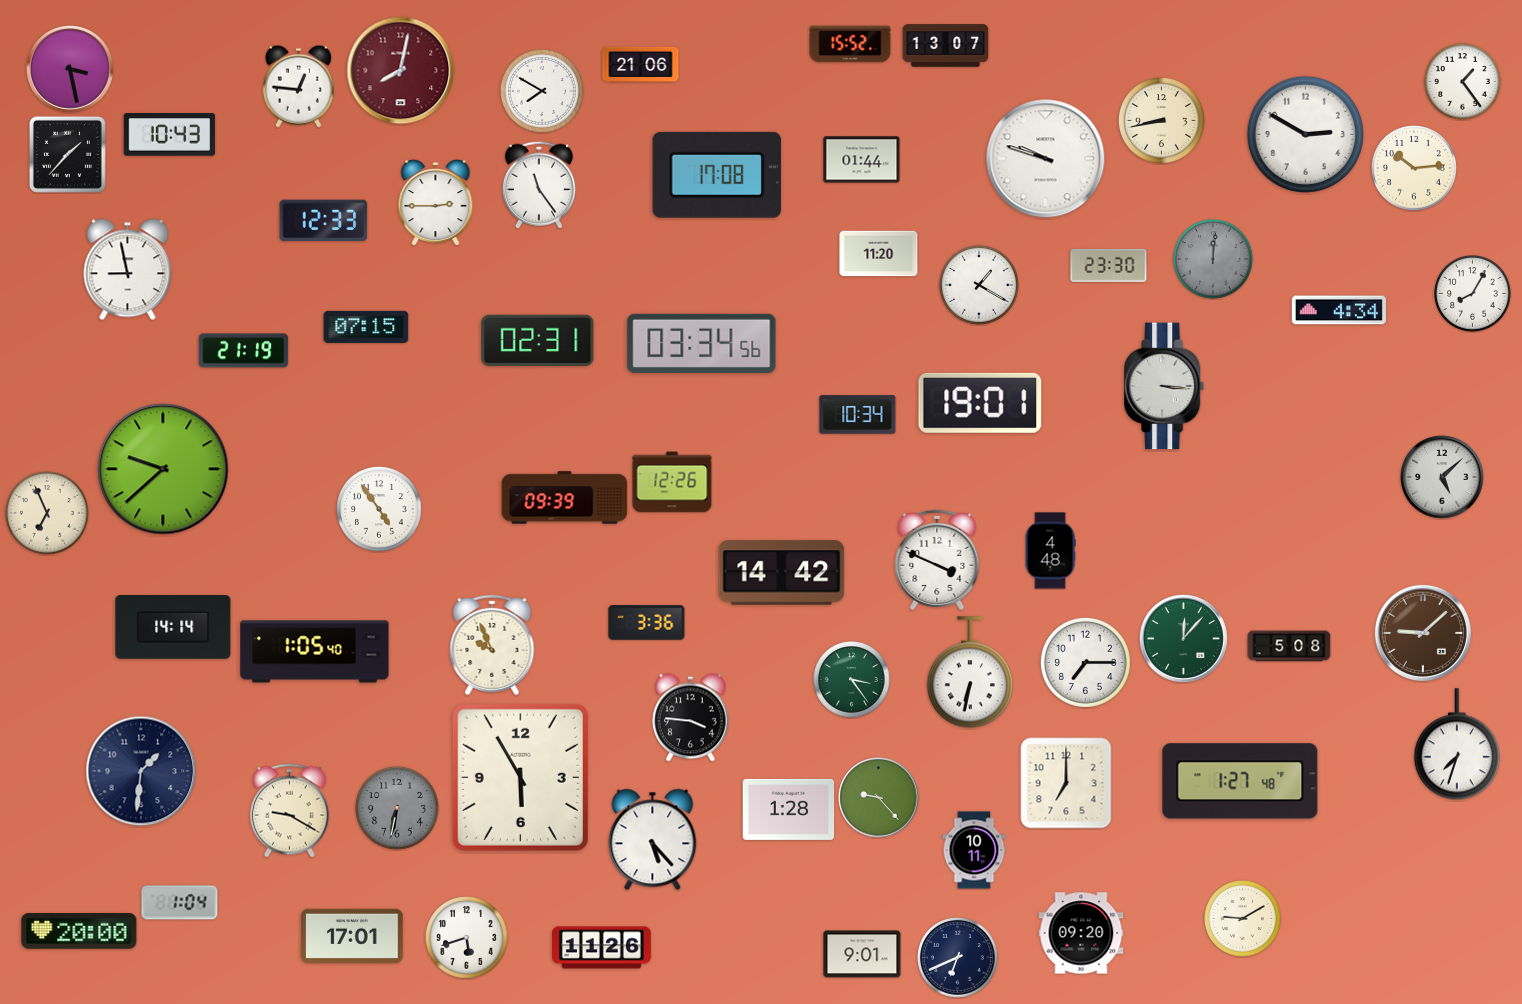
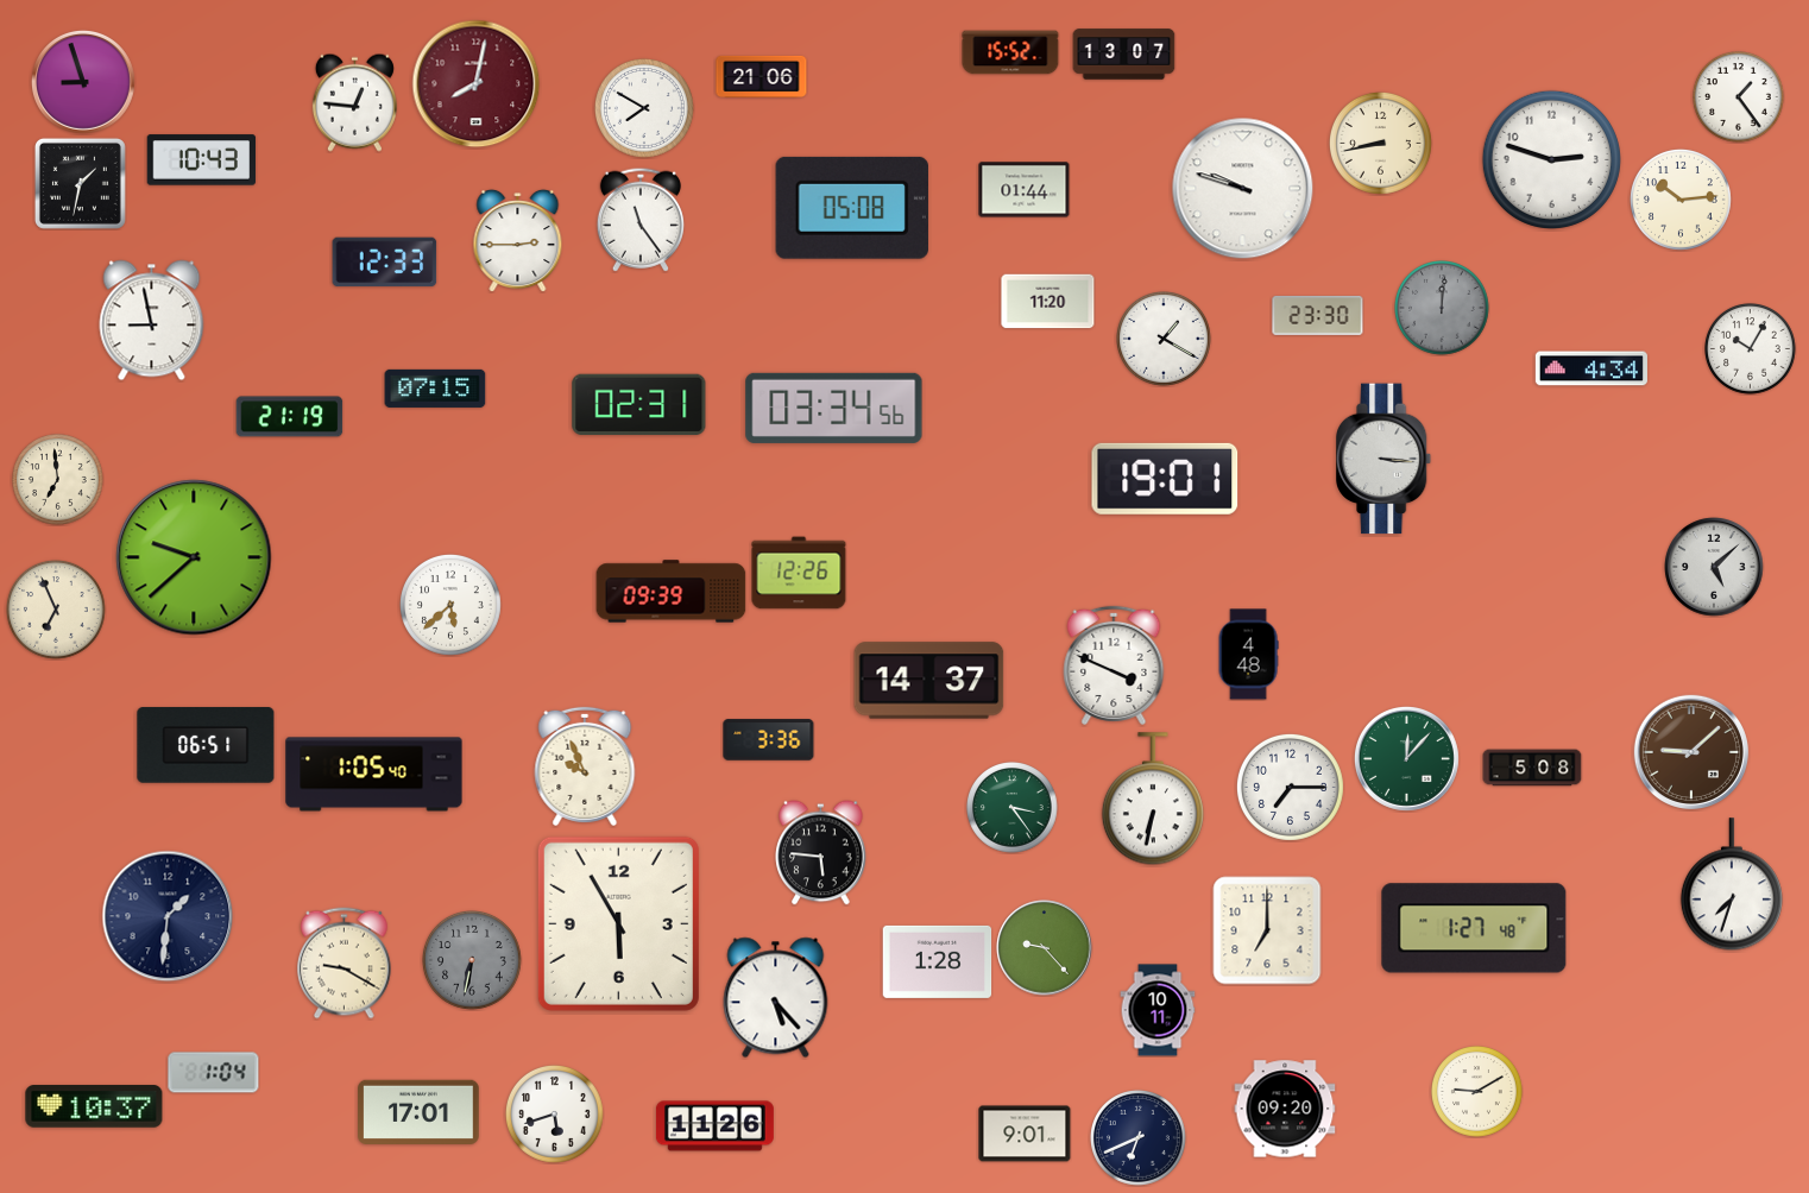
clock at (70, 69): 3:28 -> 8:57
clock at (1305, 134): 2:50 -> 2:48
clock at (67, 154): 1:37 -> 1:32
clock at (717, 175): 17:08 -> 05:08
clock at (879, 254) position: (879, 254) -> (1048, 302)
clock at (1473, 294): 8:05 -> 10:05
clock at (58, 480): none -> 6:59
clock at (858, 415): 10:34 -> none
clock at (379, 509): 4:54 -> 5:38
clock at (782, 573): 14:42 -> 14:37
clock at (173, 627): 14:14 -> 06:51
clock at (691, 718): 3:46 -> 5:46
clock at (79, 931): 20:00 -> 10:37
